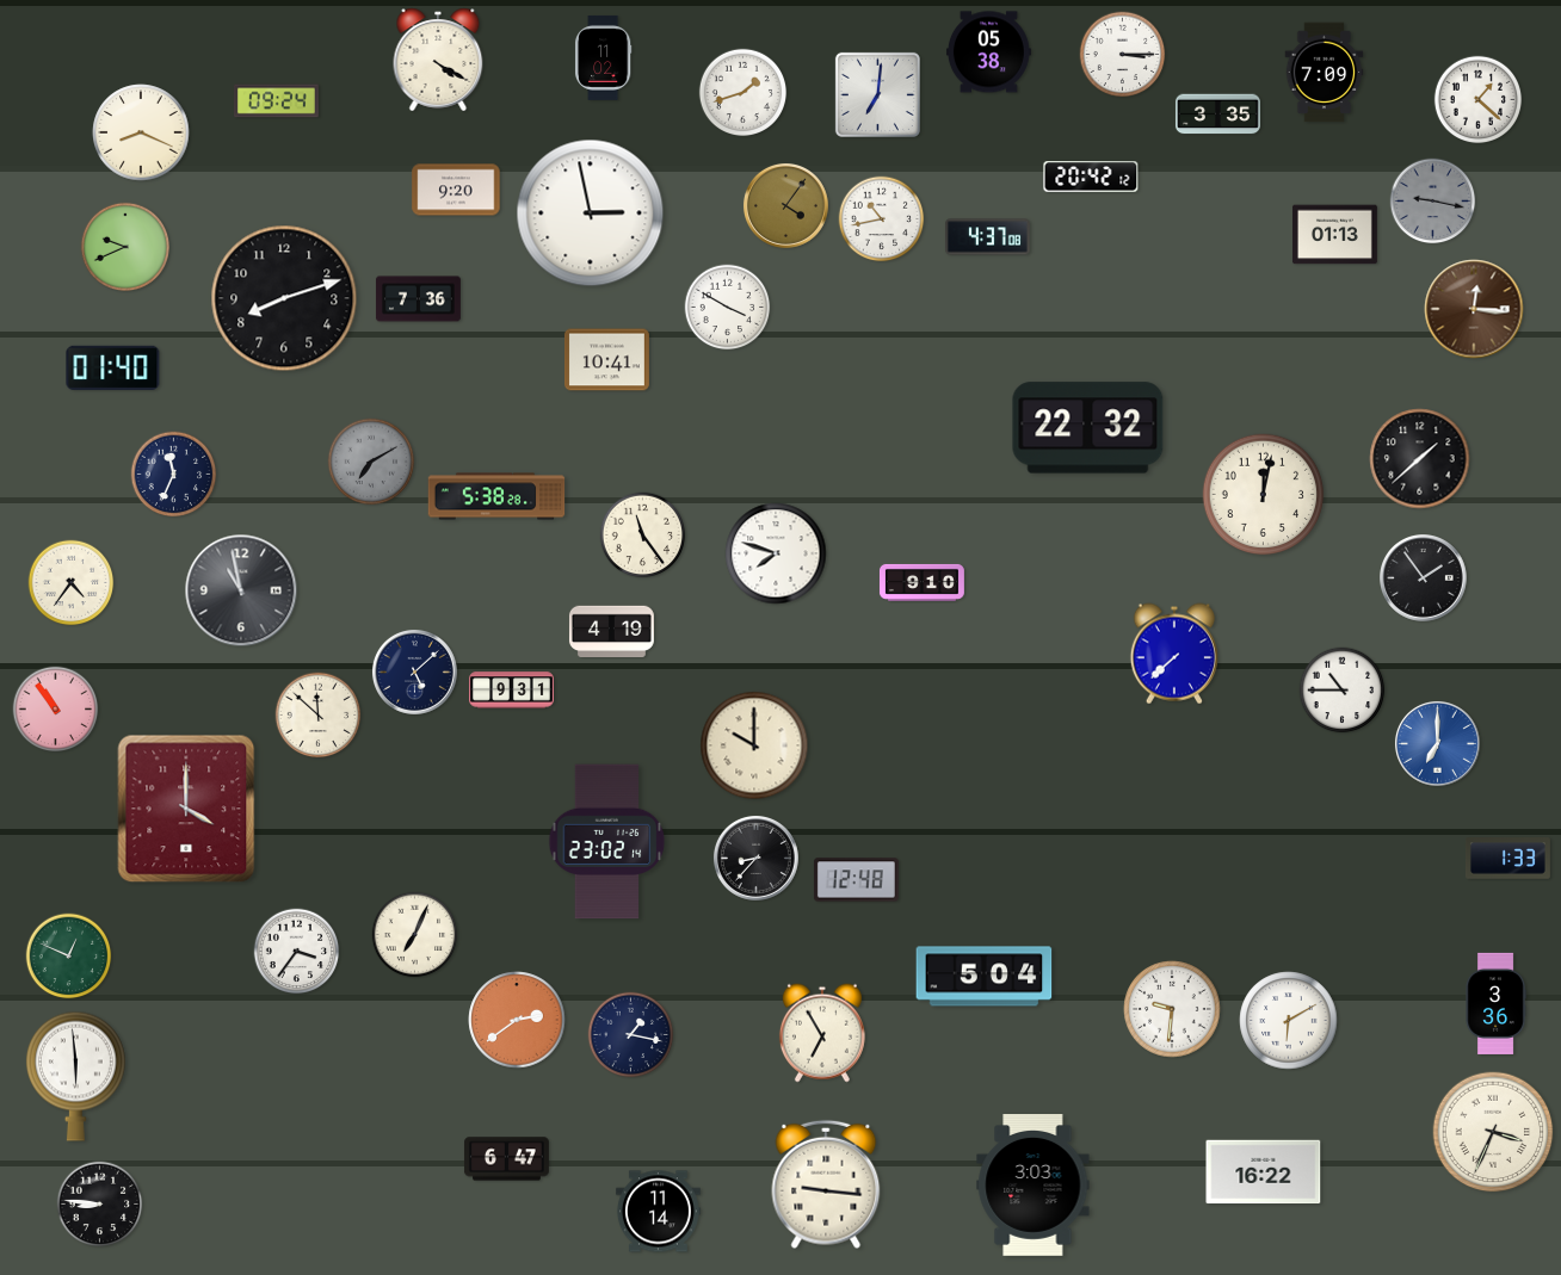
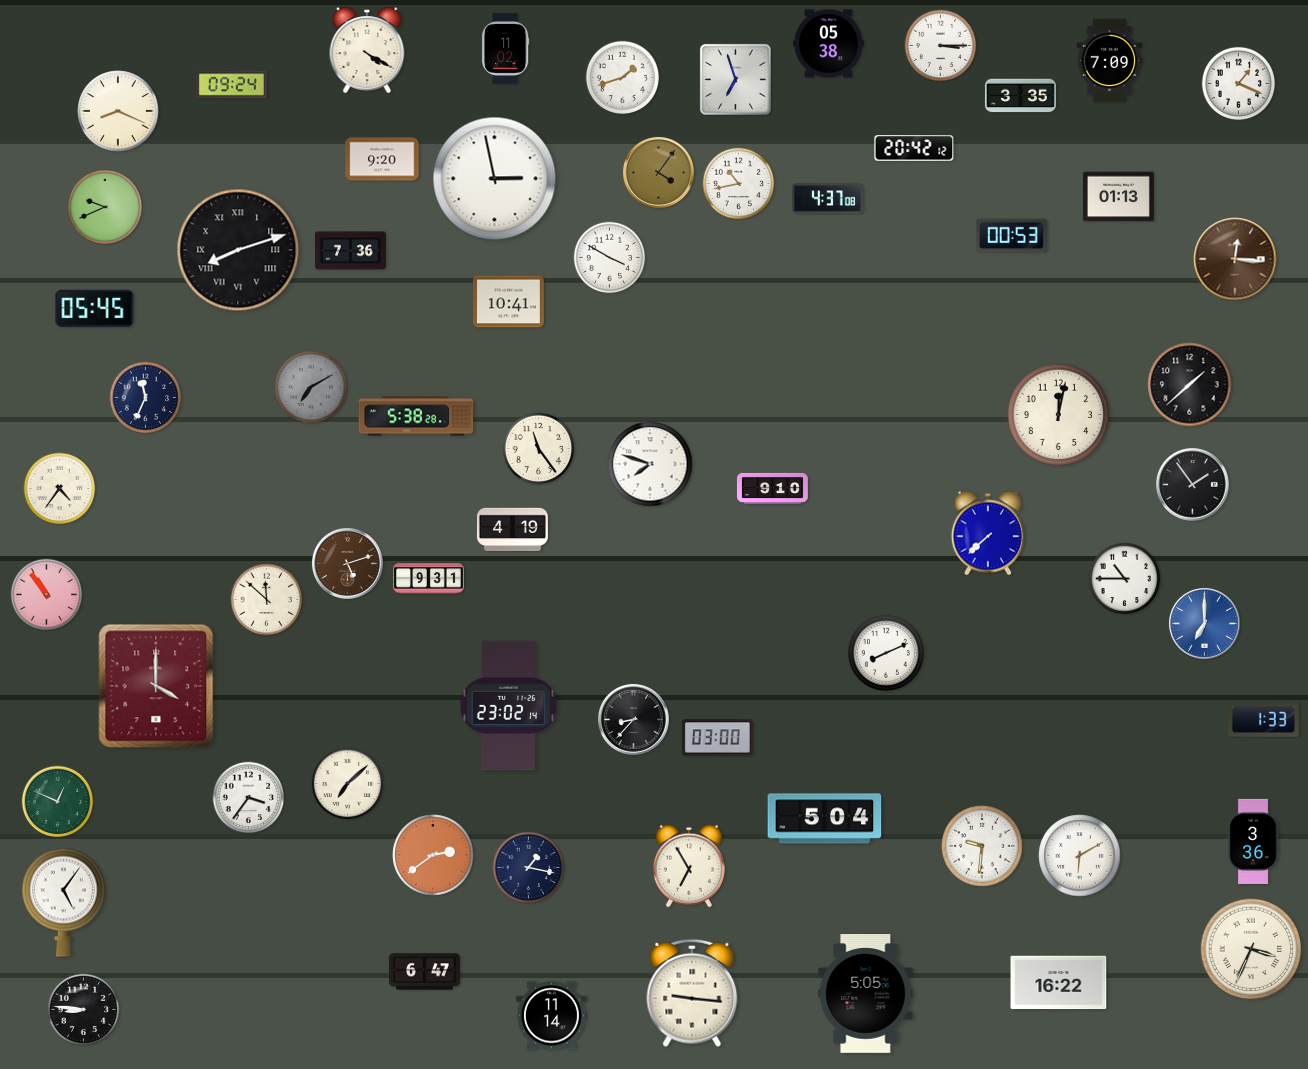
clock at (877, 94): 7:01 -> 6:57
clock at (1479, 100): 1:22 -> 1:19
clock at (1433, 202): 9:17 -> none
clock at (1011, 236): none -> 00:53
clock at (284, 298) numerals: Arabic -> Roman
clock at (113, 367): 01:40 -> 05:45
clock at (1088, 428): 22:32 -> none
clock at (241, 590): 10:58 -> none
clock at (1174, 654) position: (1174, 654) -> (988, 533)
clock at (414, 671): 5:08 -> 5:12
clock at (414, 671) dial: navy -> brown
clock at (754, 745): 10:00 -> none
clock at (886, 653): none -> 8:11
clock at (186, 809) position: (186, 809) -> (156, 686)
clock at (856, 880): 12:48 -> 03:00
clock at (415, 935): 7:04 -> 7:08
clock at (75, 1076): 5:59 -> 5:06
clock at (1034, 1186): 3:03 -> 5:05
